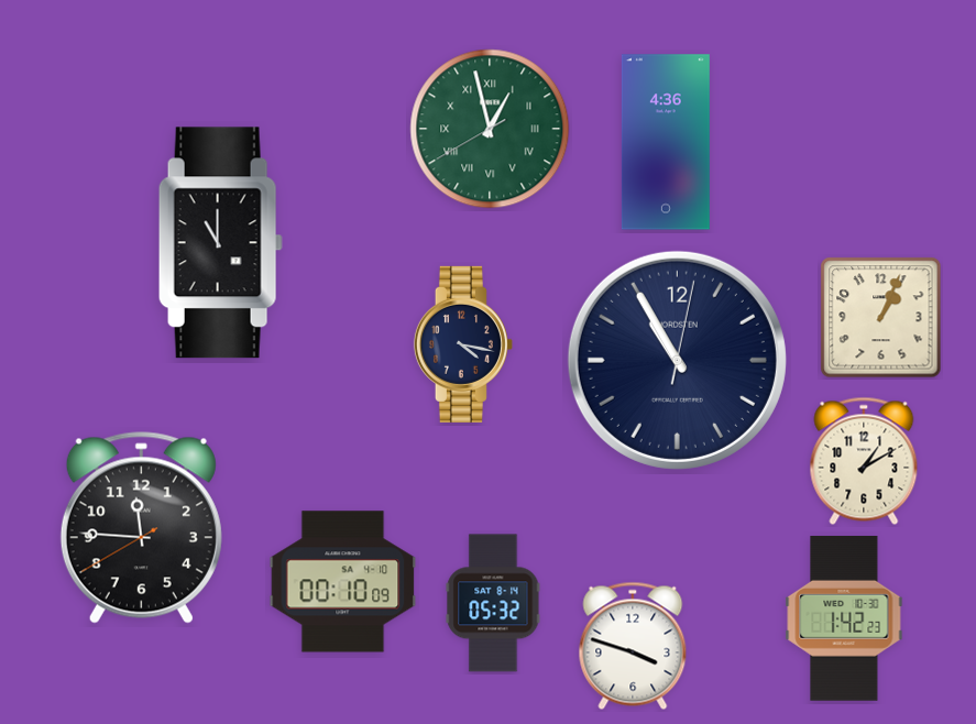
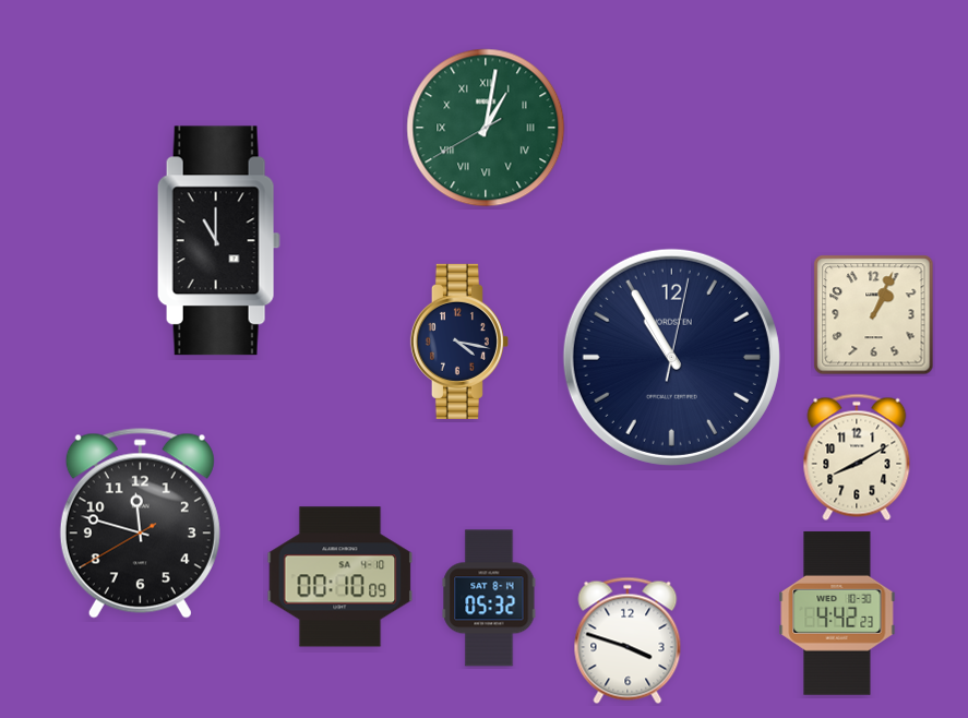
clock at (490, 129): 12:57 -> 1:01
clock at (666, 142): 4:36 -> none
clock at (864, 461): 1:10 -> 8:10
clock at (141, 528): 11:45 -> 11:47
clock at (844, 618): 1:42 -> 4:42
